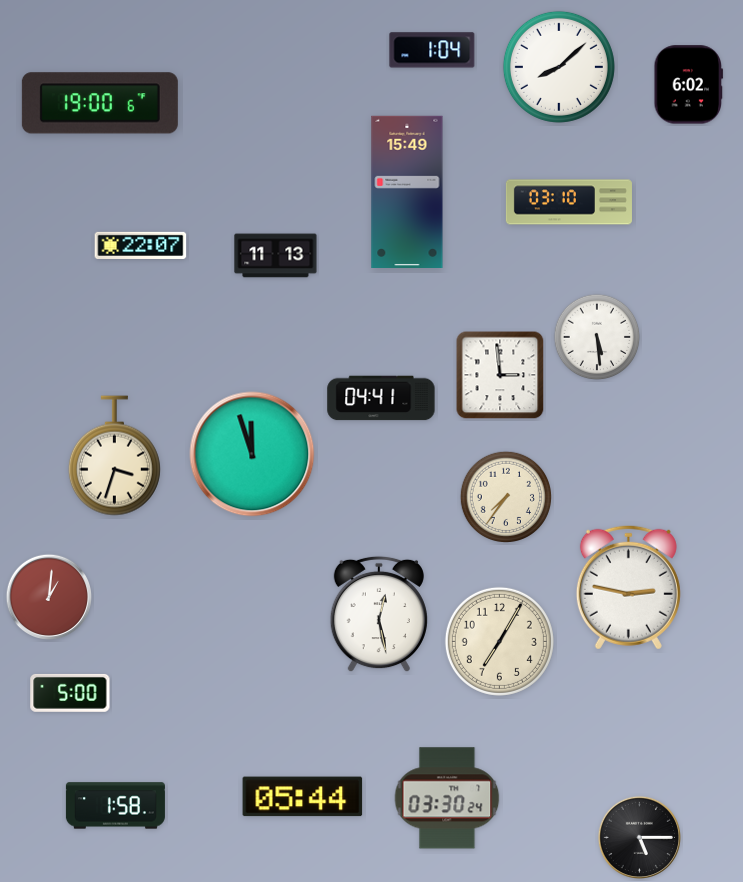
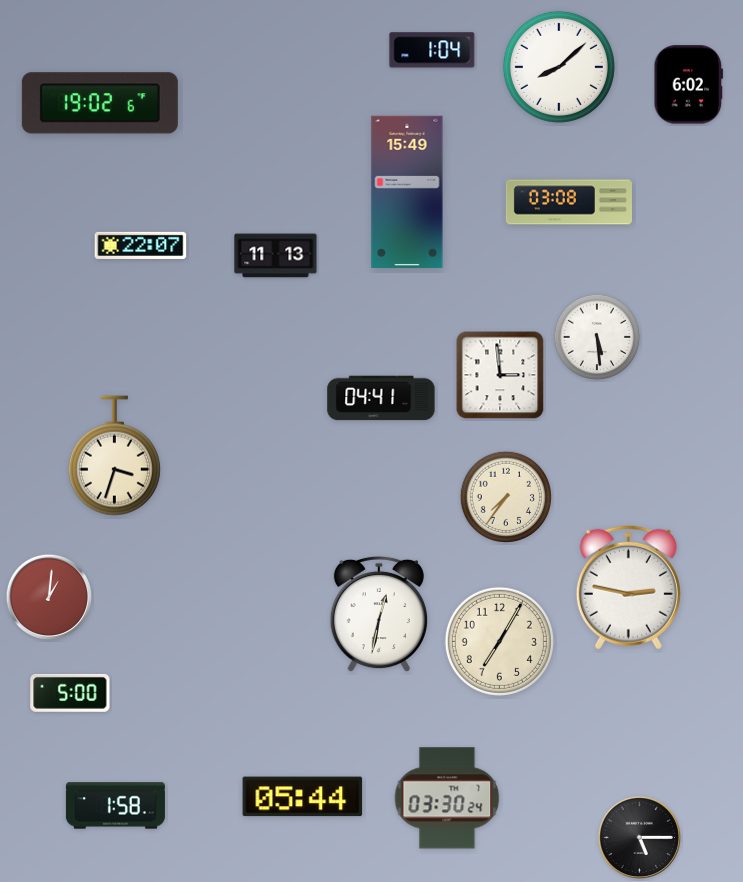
clock at (100, 103): 19:00 -> 19:02
clock at (569, 202): 03:10 -> 03:08
clock at (252, 454): 11:57 -> none
clock at (379, 614): 12:28 -> 12:32
